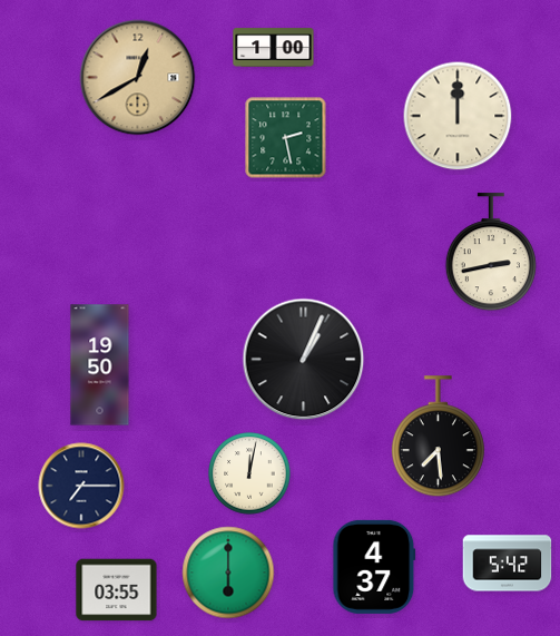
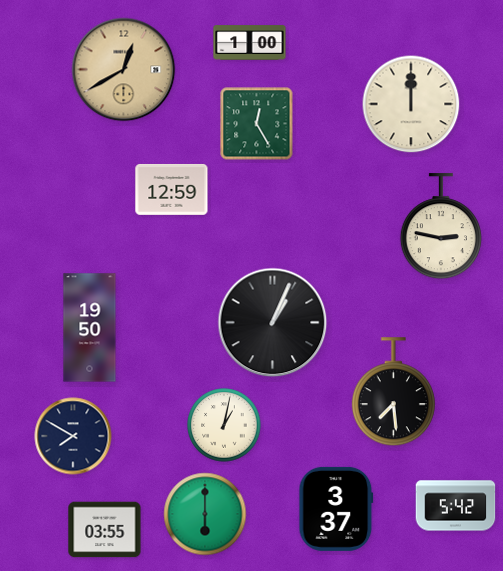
clock at (274, 48) position: (274, 48) -> (250, 43)
clock at (286, 138): 2:28 -> 12:25
clock at (172, 189): none -> 12:59
clock at (491, 253): 2:43 -> 2:47
clock at (249, 473): 12:02 -> 1:02
clock at (81, 486): 7:15 -> 7:50
clock at (374, 567): 4:37 -> 3:37
